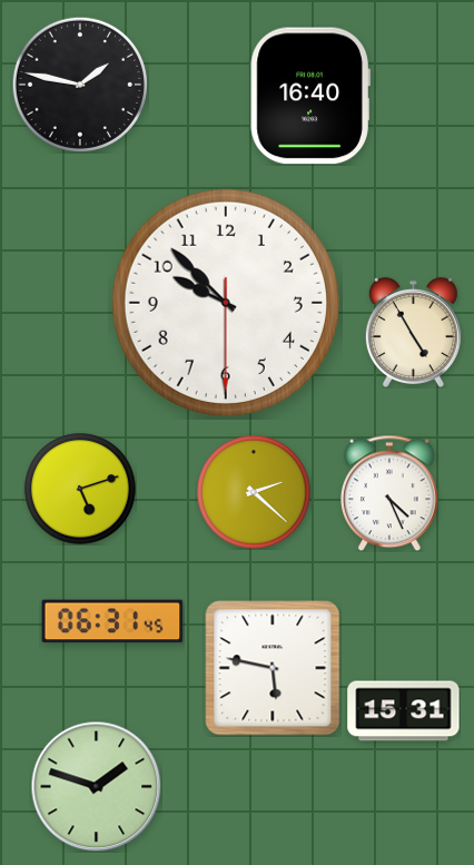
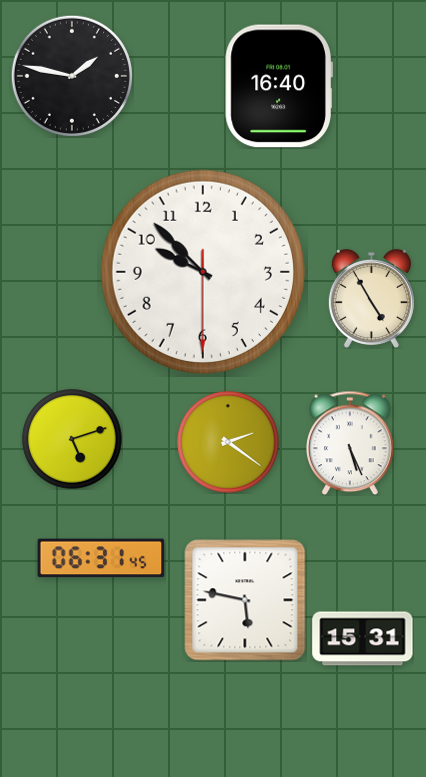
clock at (254, 492): 2:22 -> 2:21
clock at (391, 493): 4:26 -> 5:26
clock at (96, 786): 1:48 -> none
